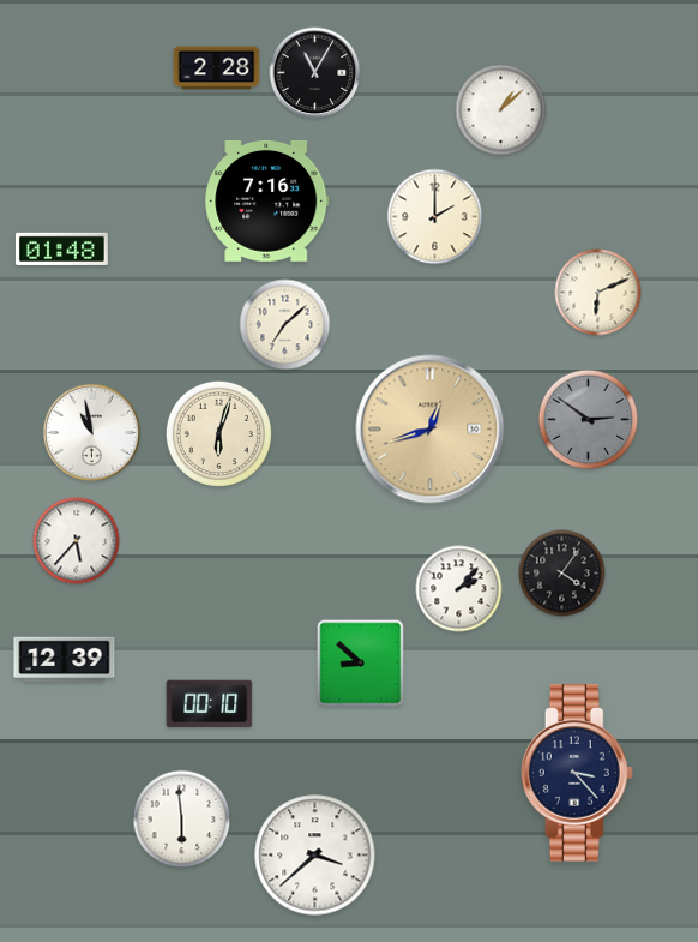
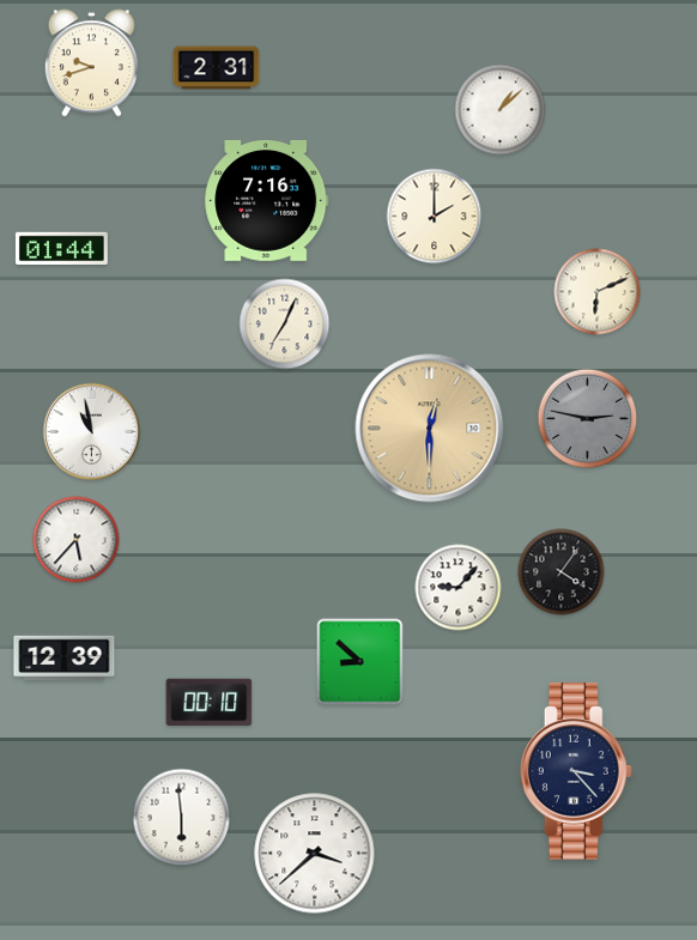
clock at (91, 63): none -> 9:42
clock at (217, 68): 2:28 -> 2:31
clock at (315, 73): 11:05 -> none
clock at (61, 248): 01:48 -> 01:44
clock at (285, 325): 7:08 -> 7:04
clock at (589, 420): 2:51 -> 2:47
clock at (431, 430): 12:42 -> 12:30
clock at (218, 433): 6:03 -> none
clock at (459, 589): 2:07 -> 9:07
